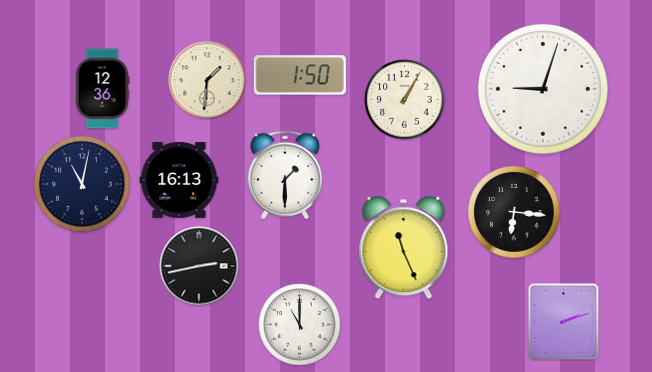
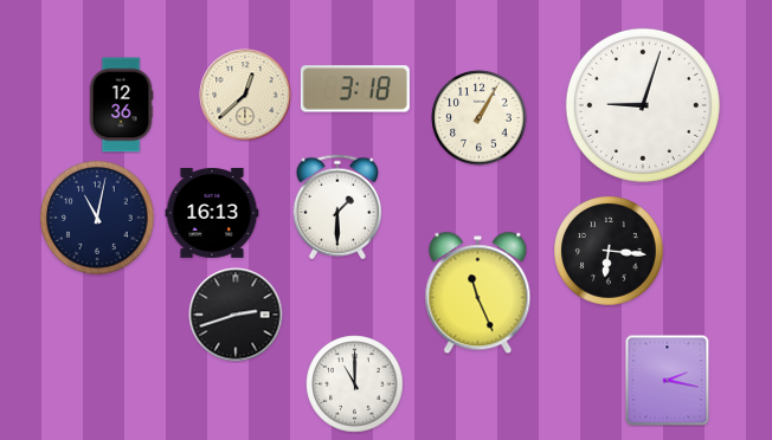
clock at (300, 75): 1:50 -> 3:18
clock at (207, 80): 1:31 -> 12:38
clock at (199, 266): 2:43 -> 2:42
clock at (564, 322): 2:12 -> 2:17
